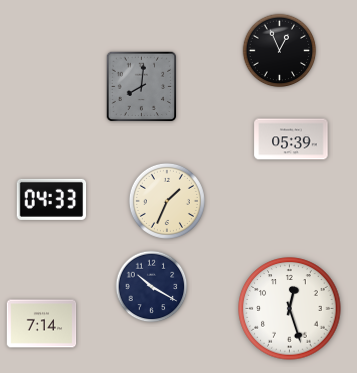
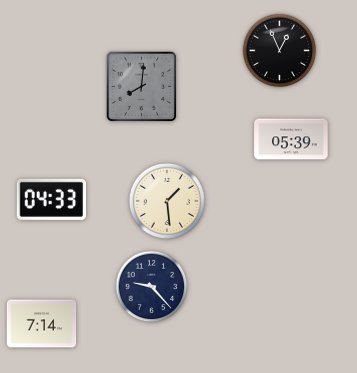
clock at (167, 201): 1:34 -> 1:29
clock at (152, 287): 10:20 -> 9:23
clock at (290, 309): 12:27 -> none
